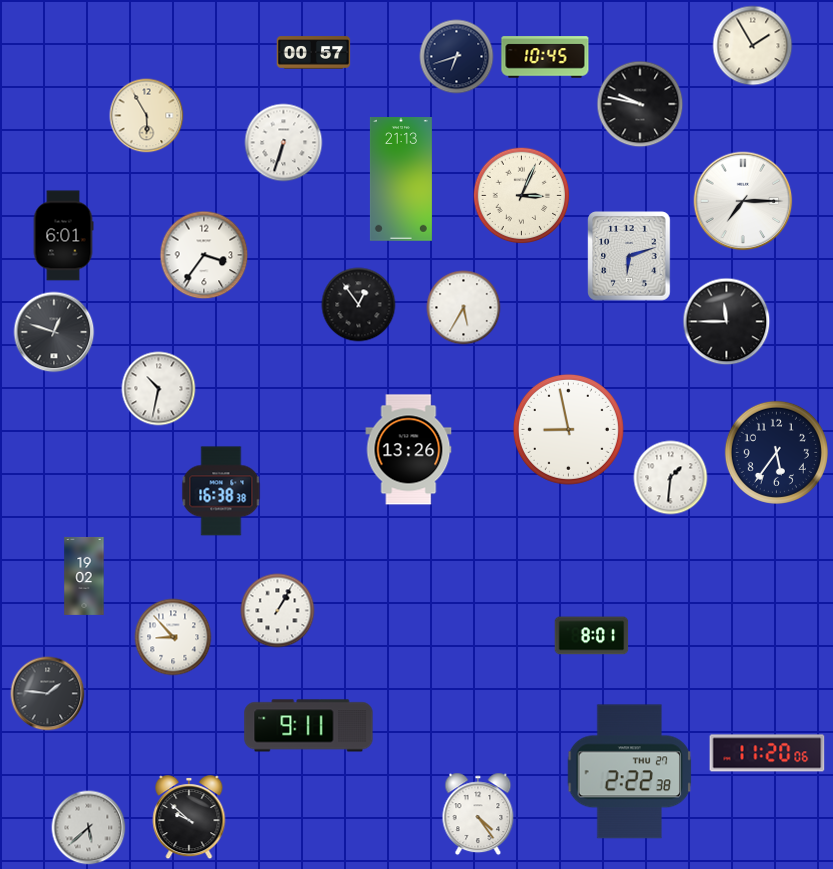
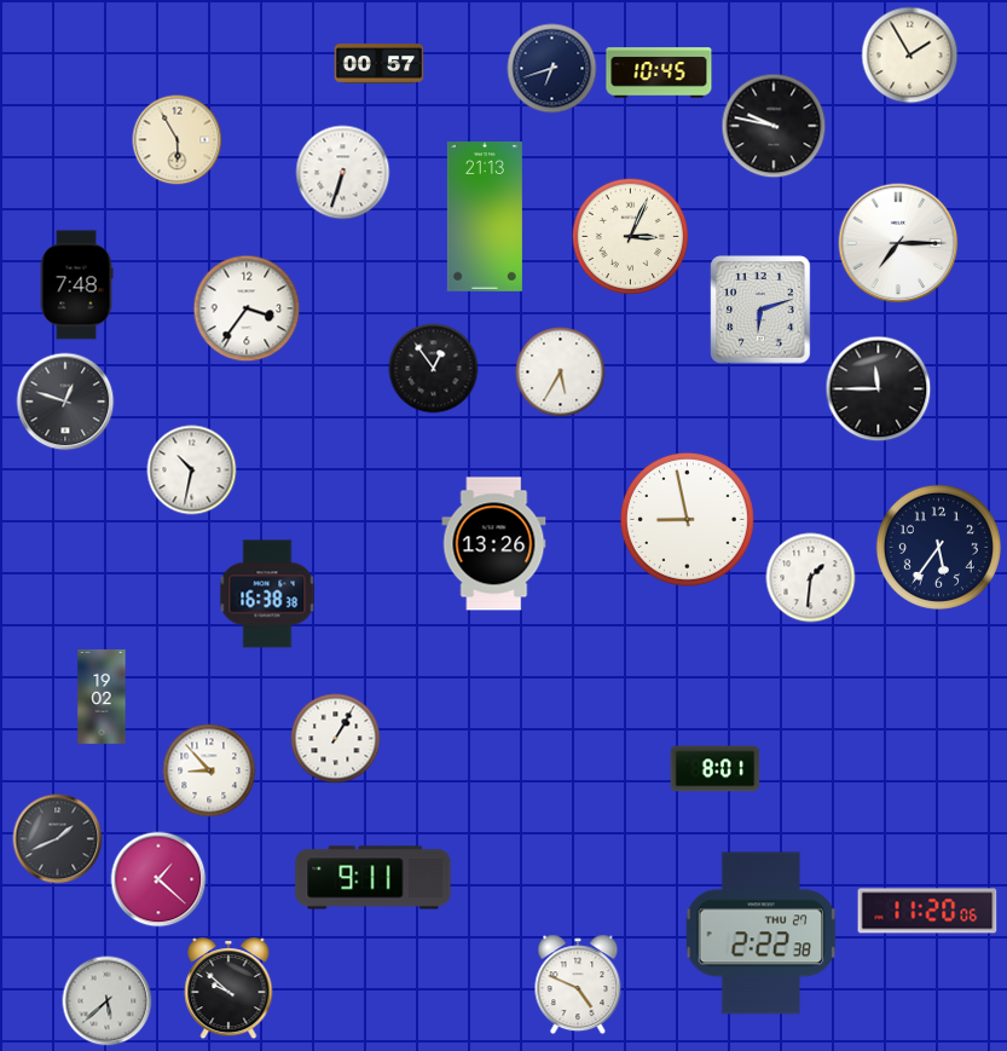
clock at (545, 57) position: (545, 57) -> (659, 73)
clock at (63, 236): 6:01 -> 7:48
clock at (48, 694): 1:46 -> 1:41
clock at (158, 879): none -> 1:22
clock at (478, 814): 4:24 -> 4:49
